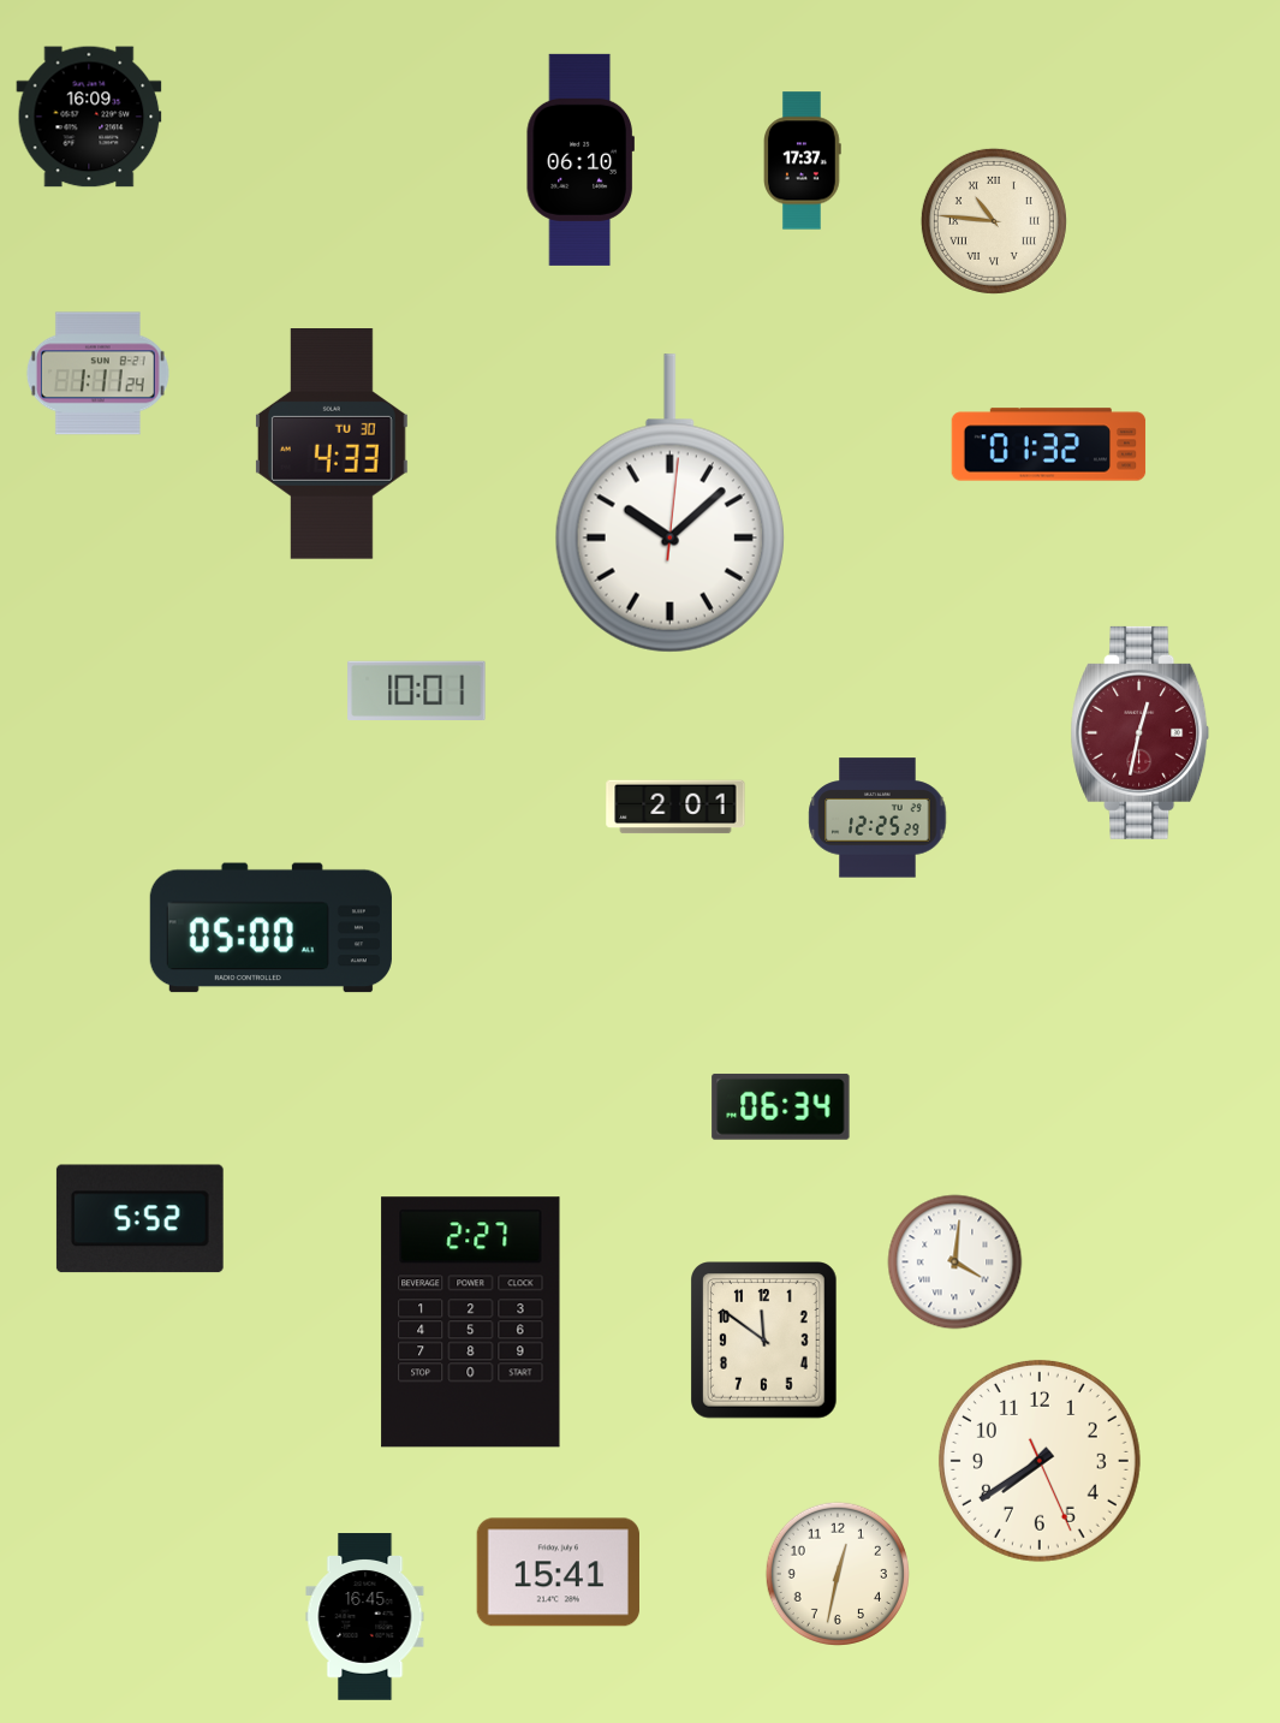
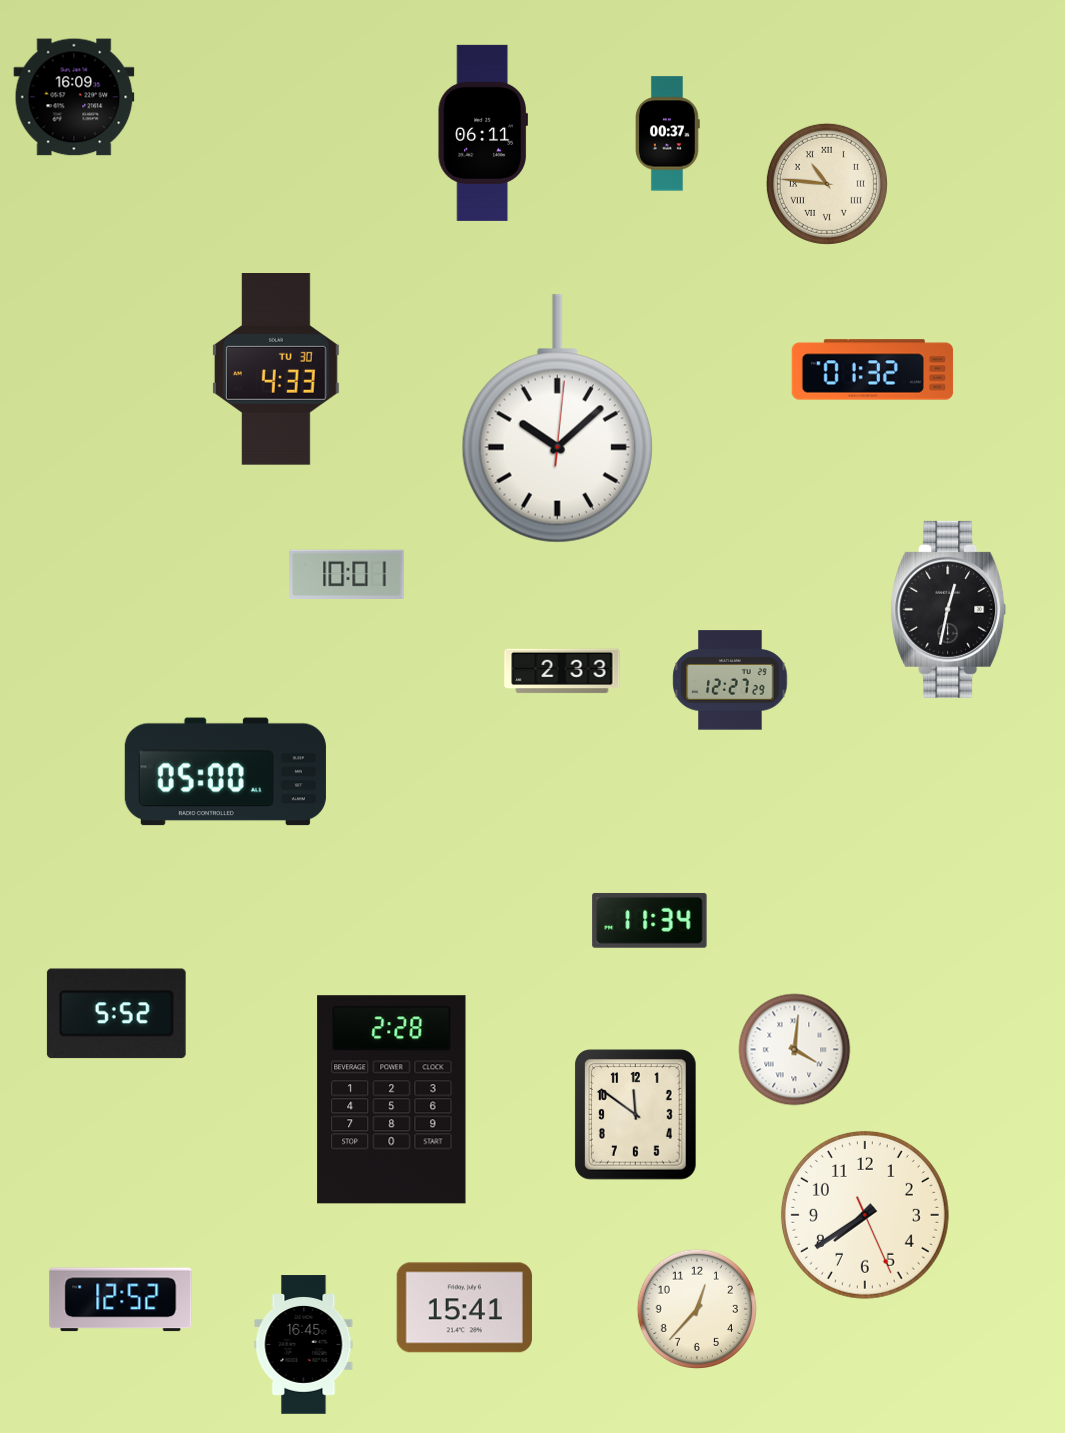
clock at (581, 160): 06:10 -> 06:11
clock at (803, 161): 17:37 -> 00:37
clock at (97, 374): 1:11 -> none
clock at (1141, 732) dial: burgundy -> black
clock at (675, 807): 2:01 -> 2:33
clock at (877, 818): 12:25 -> 12:27
clock at (781, 1106): 06:34 -> 11:34
clock at (471, 1323): 2:27 -> 2:28
clock at (121, 1300): none -> 12:52
clock at (838, 1574): 12:32 -> 12:37
